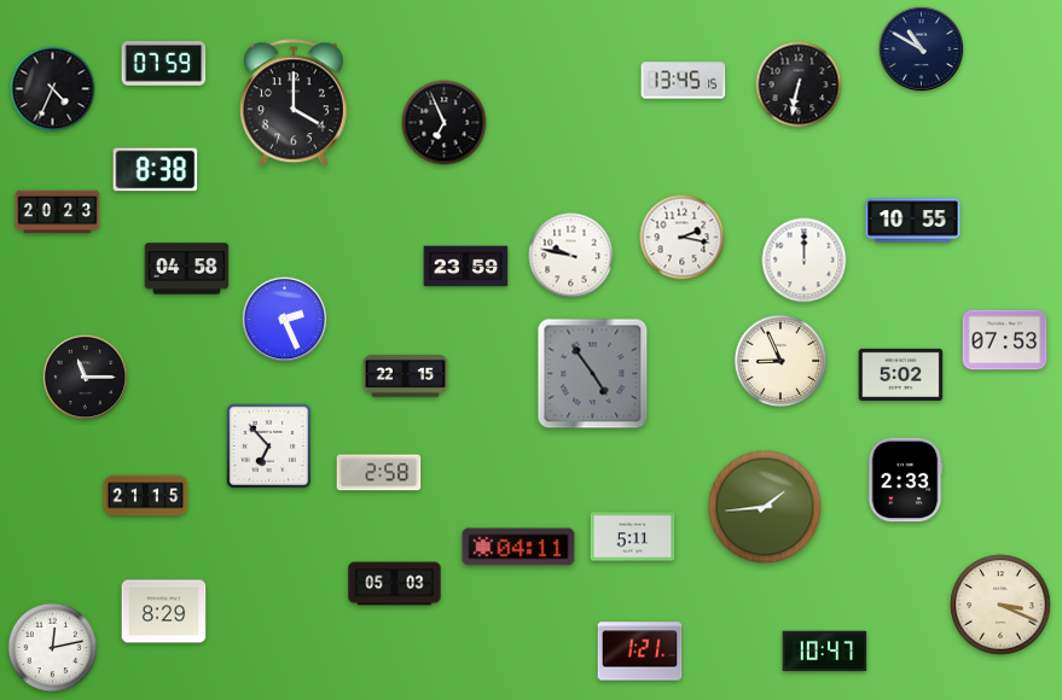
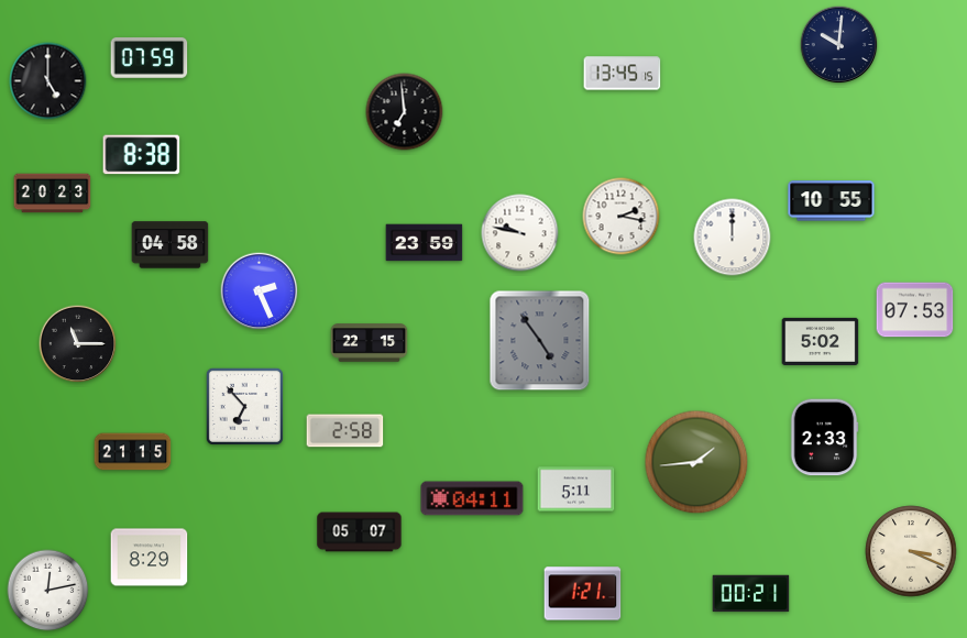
clock at (922, 49): 10:50 -> 10:01
clock at (799, 84): 6:32 -> none
clock at (53, 89): 4:34 -> 5:00
clock at (294, 104): 4:00 -> none
clock at (445, 123): 6:56 -> 6:59
clock at (780, 361): 8:56 -> none
clock at (395, 584): 05:03 -> 05:07
clock at (825, 652): 10:47 -> 00:21
